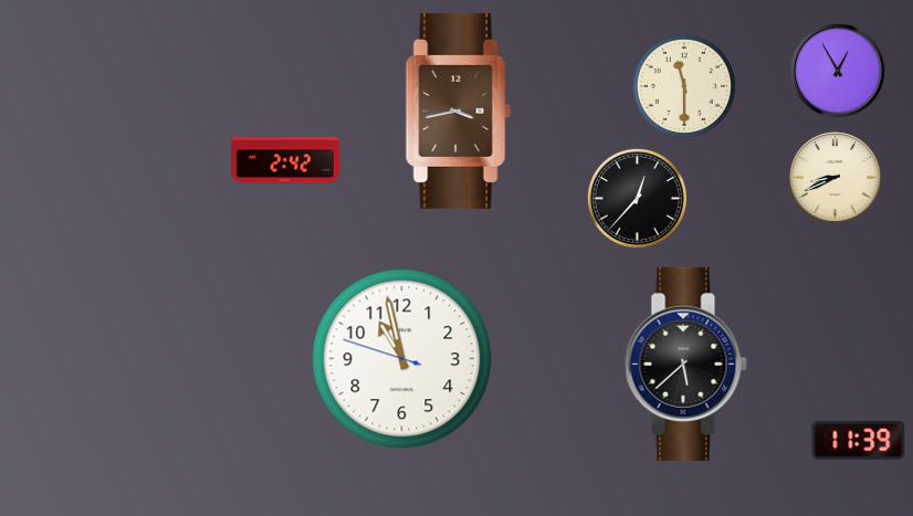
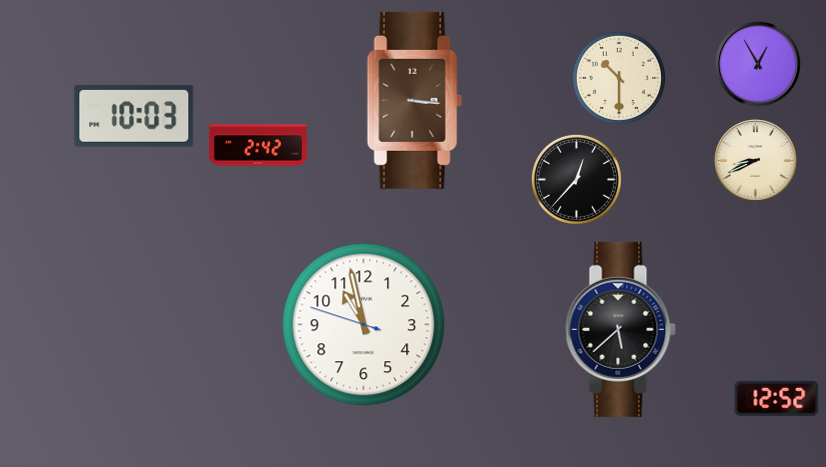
clock at (684, 86): 11:30 -> 10:30
clock at (458, 110): 3:43 -> 3:16
clock at (134, 116): none -> 10:03
clock at (859, 440): 11:39 -> 12:52
